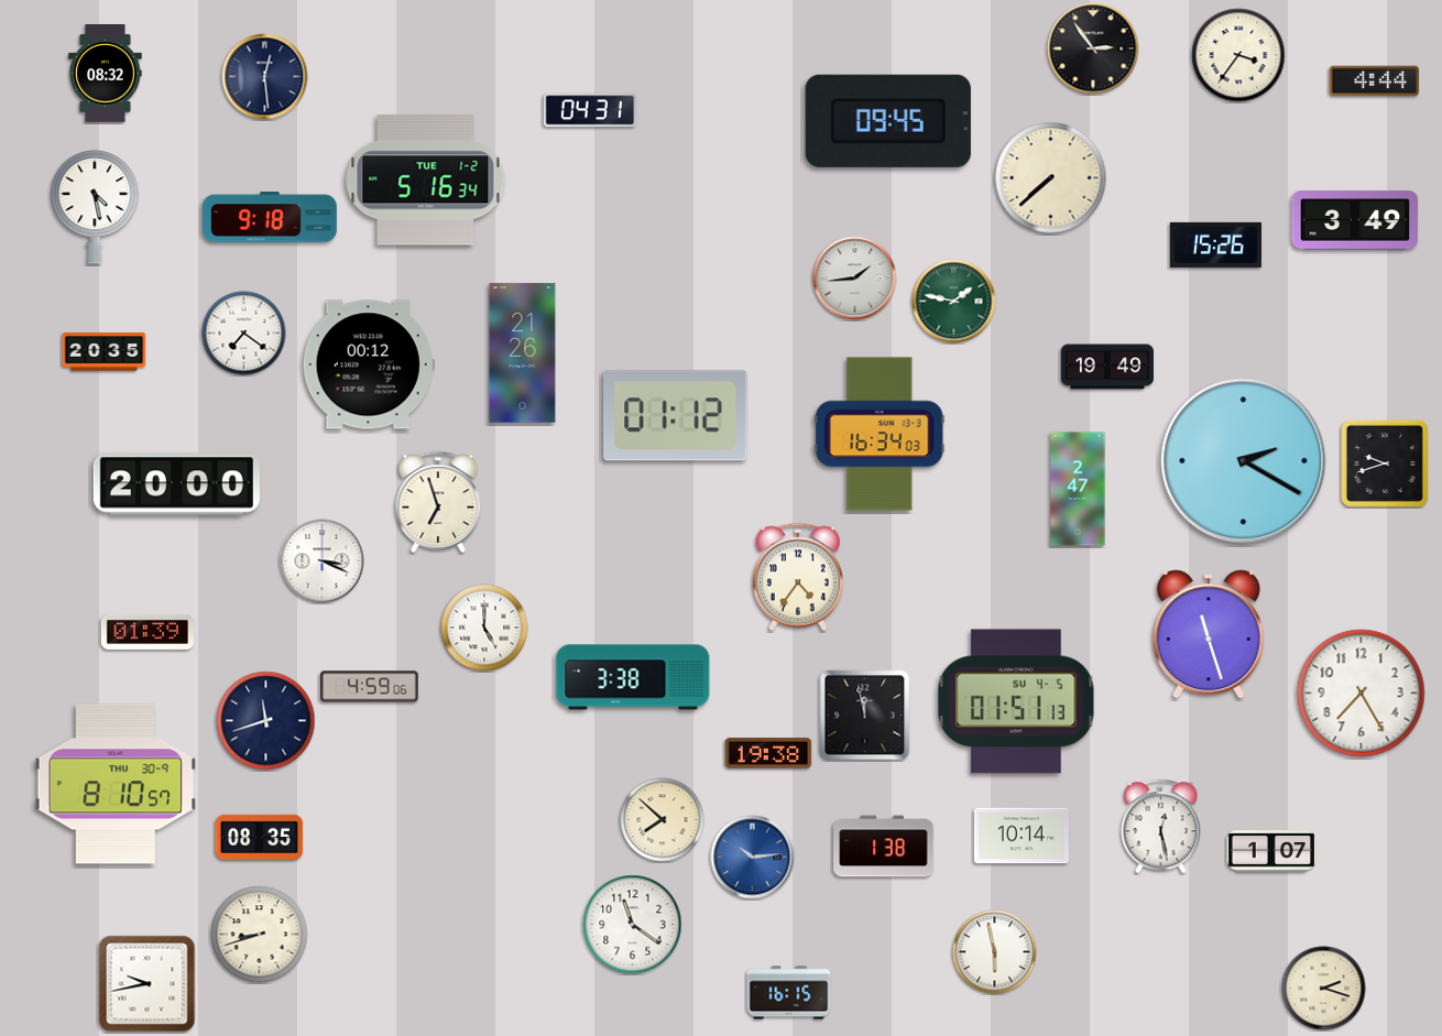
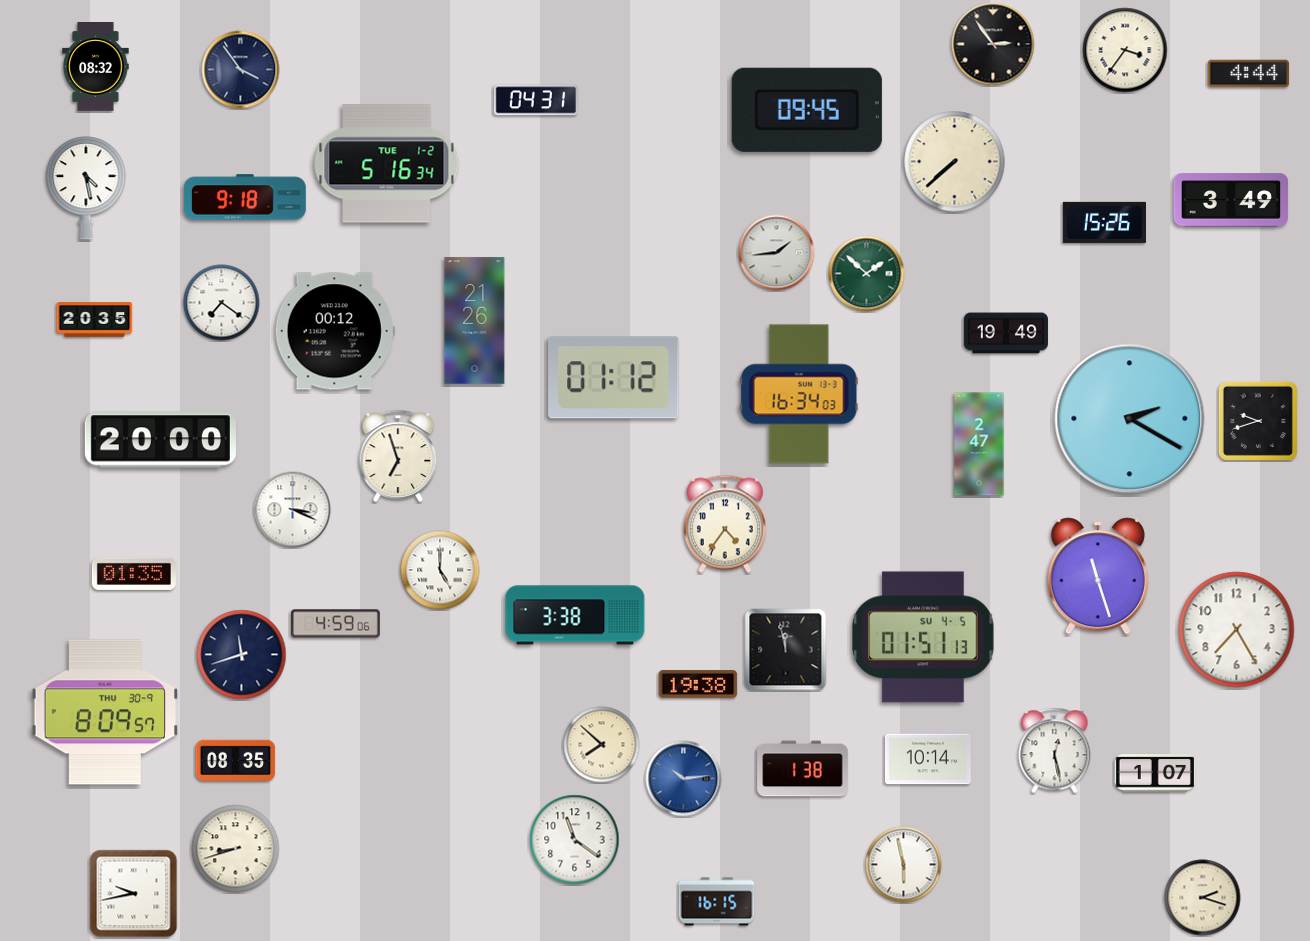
clock at (265, 77): 12:29 -> 3:54
clock at (954, 302): 1:47 -> 1:52
clock at (148, 632): 01:39 -> 01:35
clock at (116, 784): 8:10 -> 8:09
